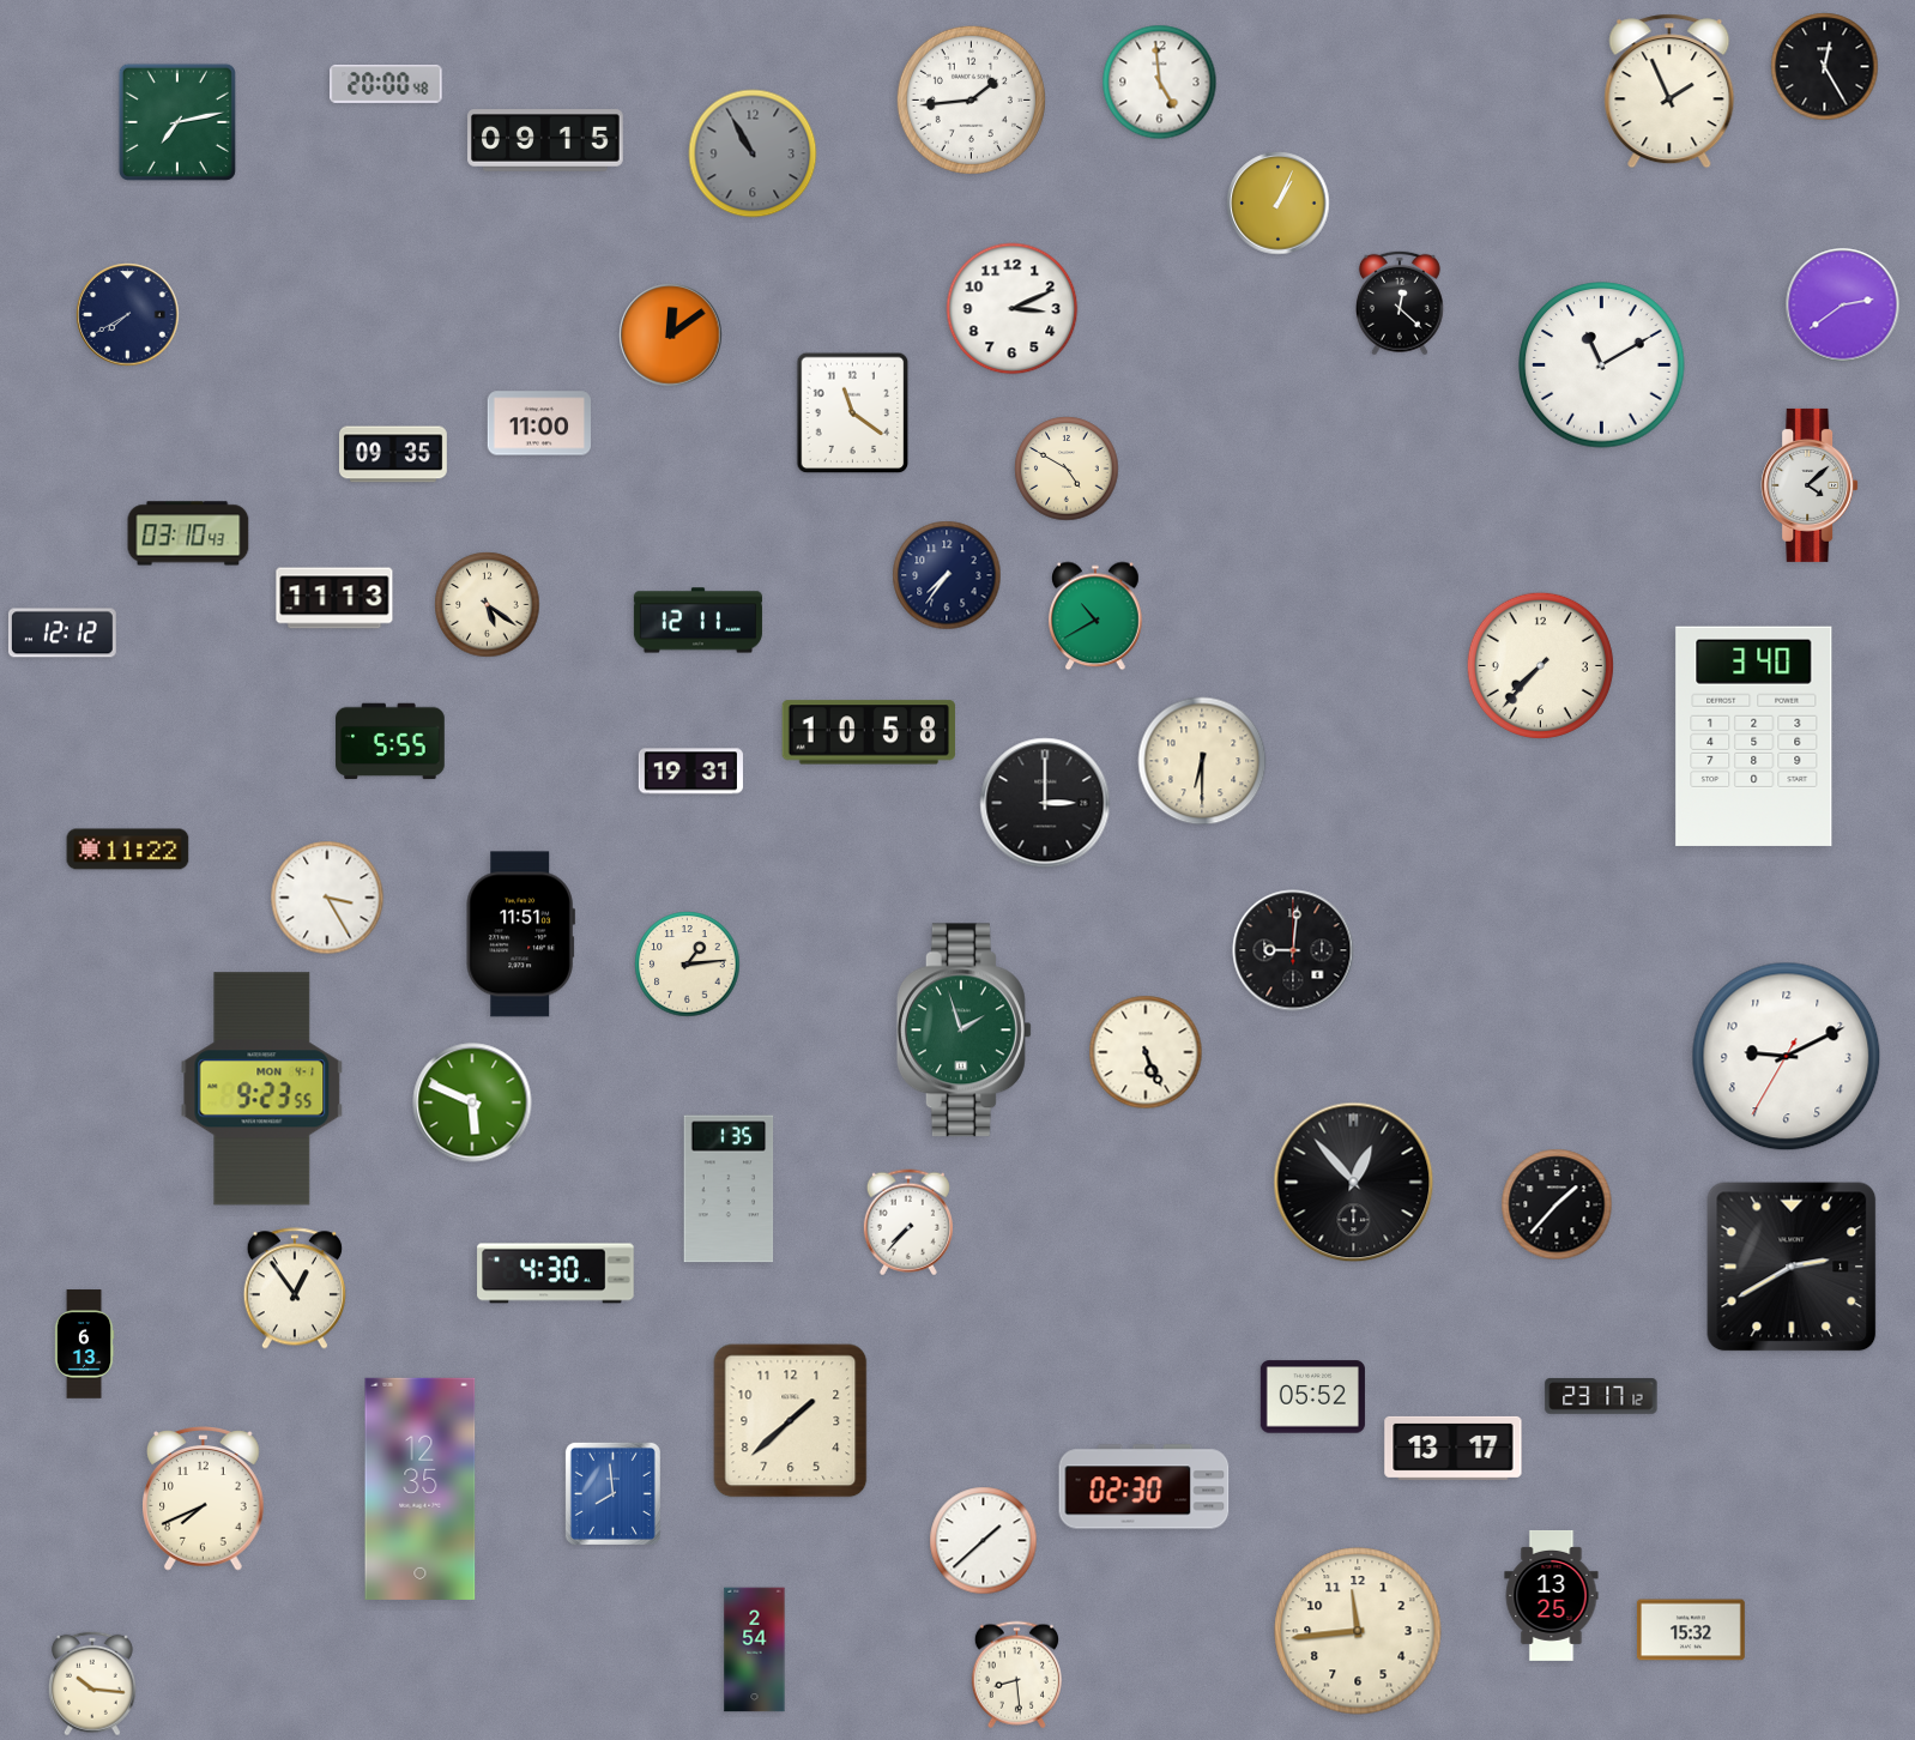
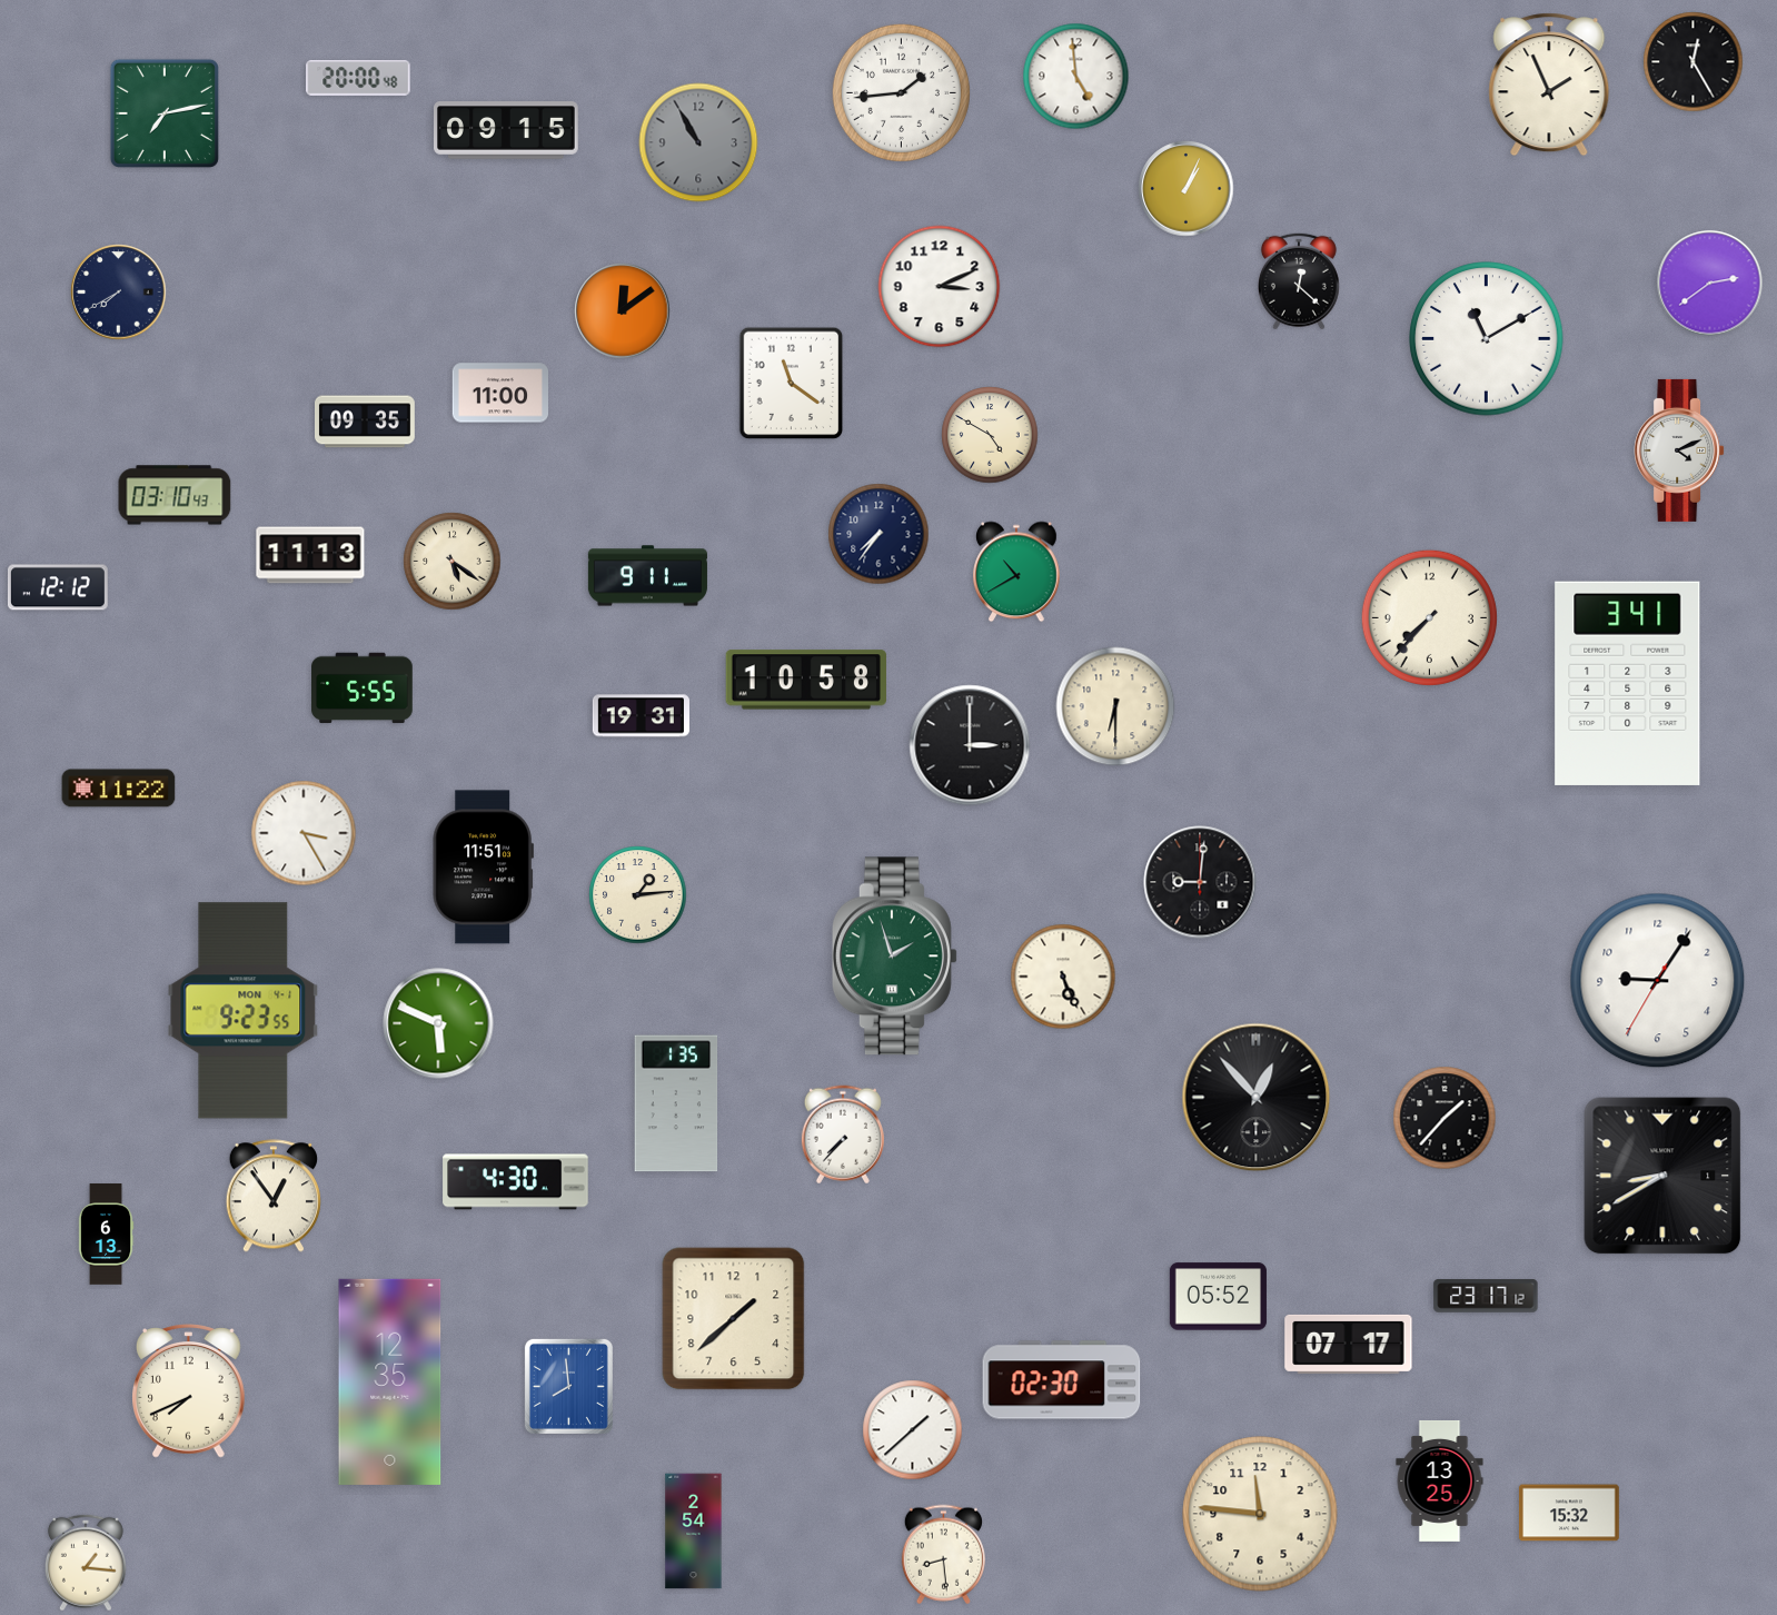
clock at (1810, 485): 4:08 -> 4:11
clock at (697, 621): 12:11 -> 9:11
clock at (1754, 736): 3:40 -> 3:41
clock at (1787, 1057): 9:10 -> 9:05
clock at (1792, 1267): 2:40 -> 8:40
clock at (84, 1345) position: (84, 1345) -> (106, 1235)
clock at (1454, 1448): 13:17 -> 07:17
clock at (1358, 1631): 11:44 -> 11:46
clock at (755, 1650) position: (755, 1650) -> (694, 1532)
clock at (92, 1684): 10:16 -> 1:16
